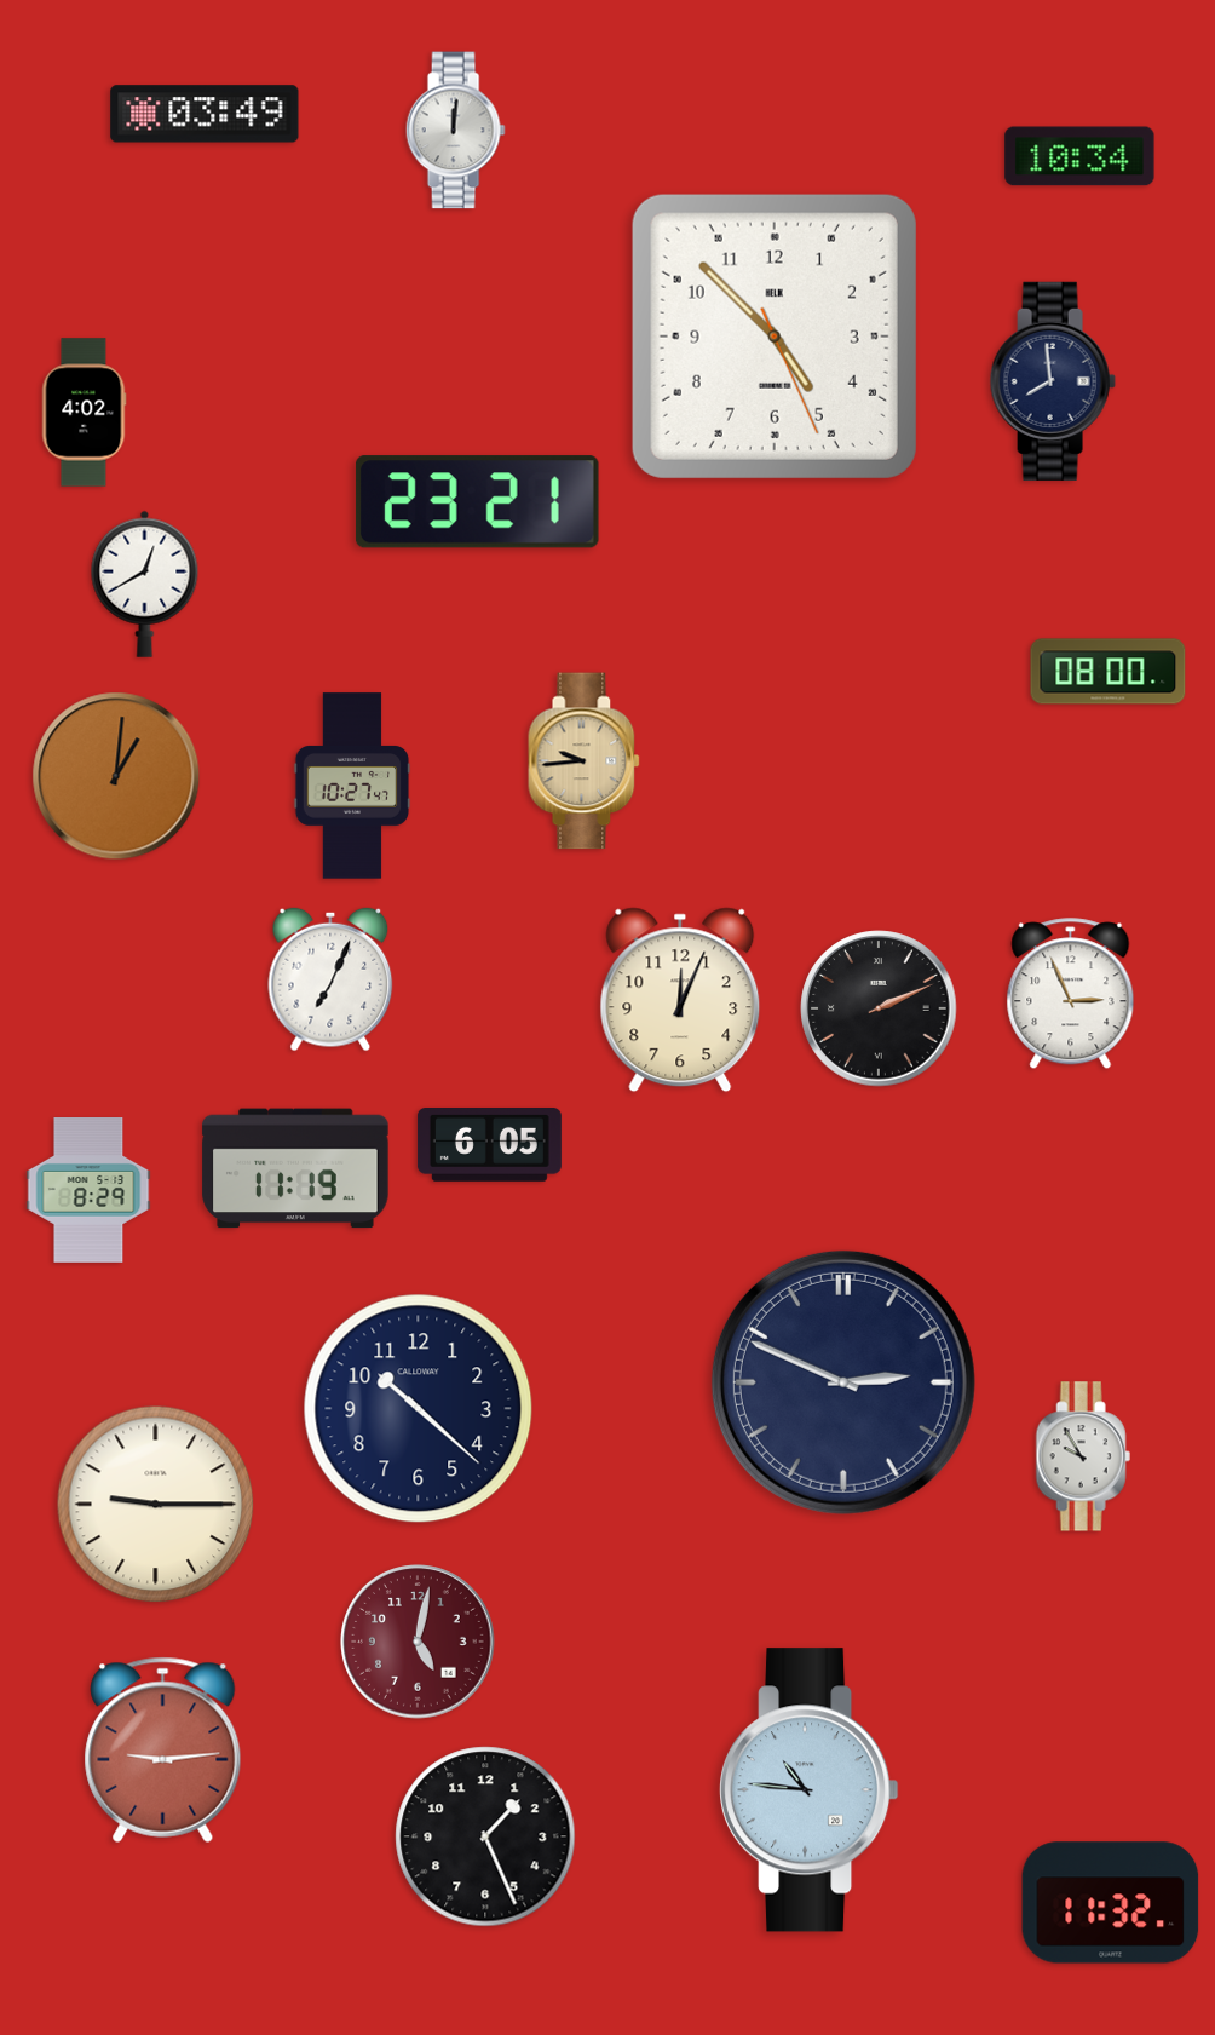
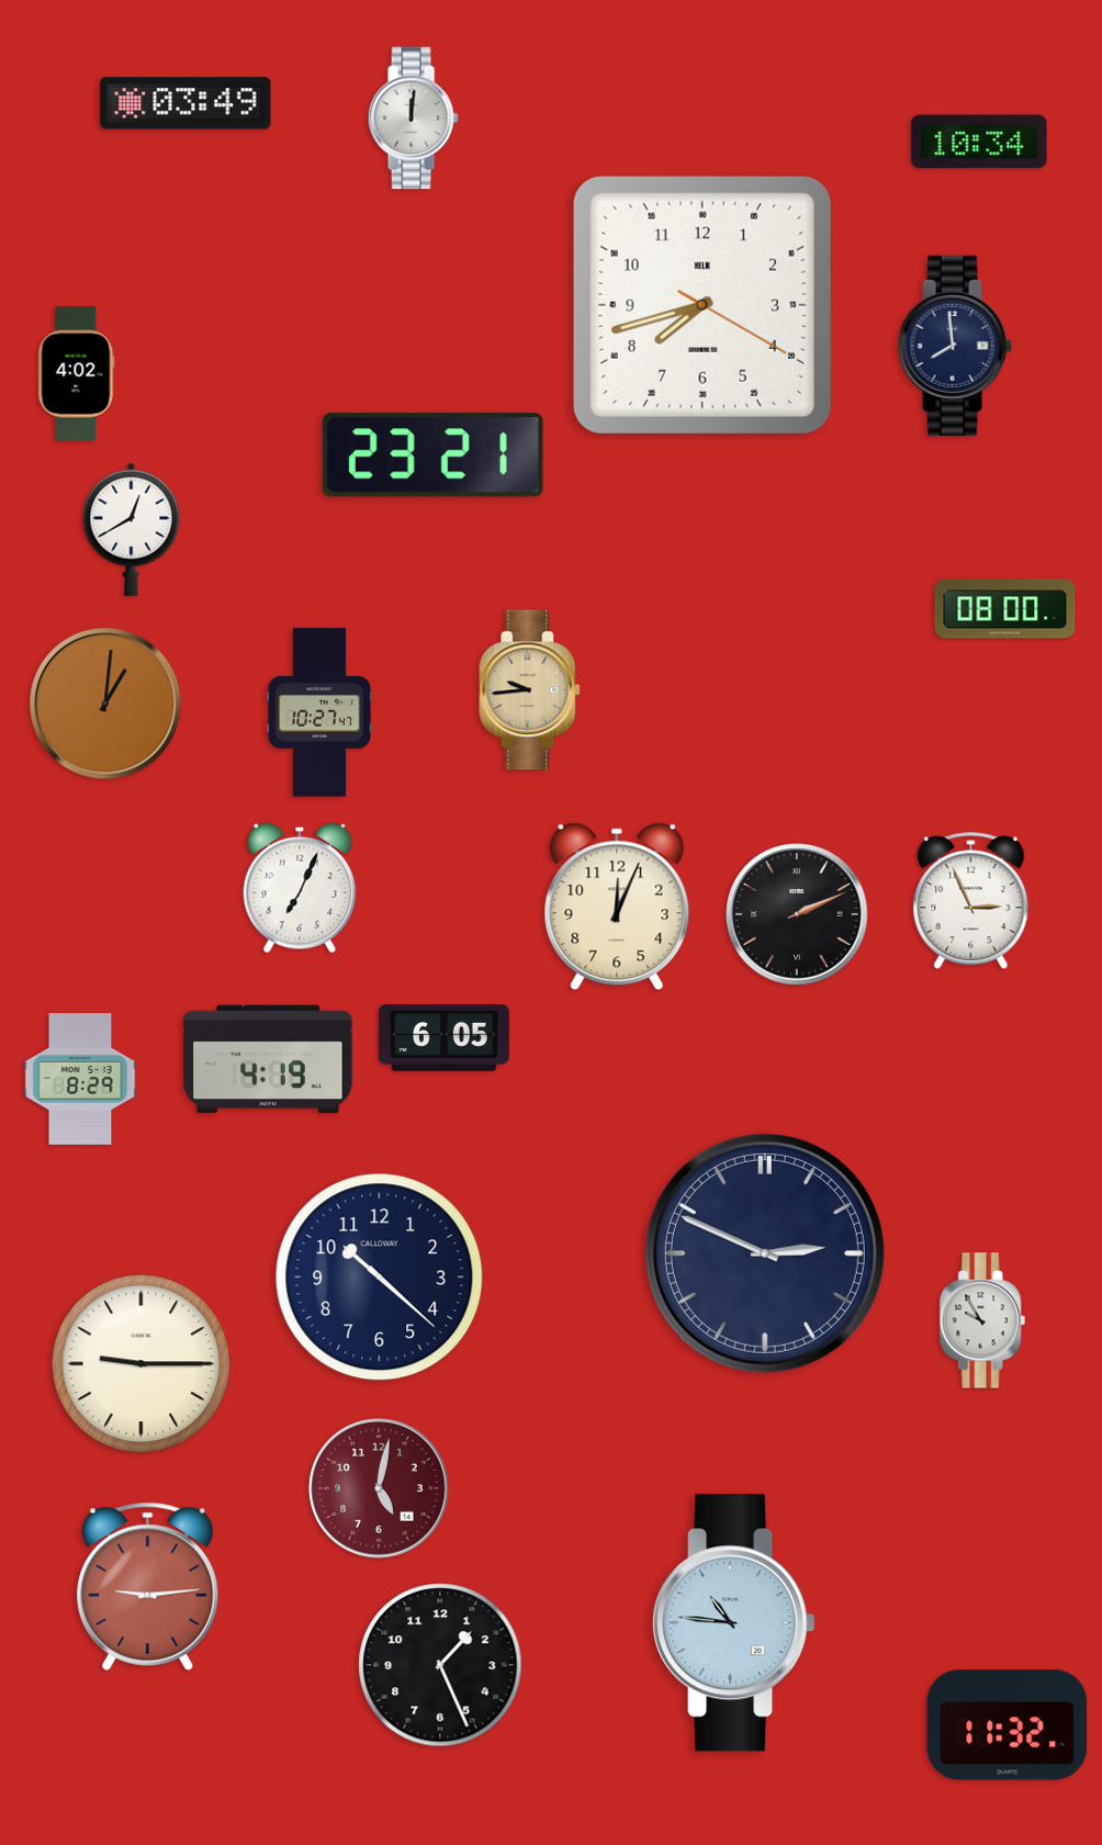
clock at (775, 337): 4:52 -> 7:42
clock at (295, 1168): 11:19 -> 4:19
